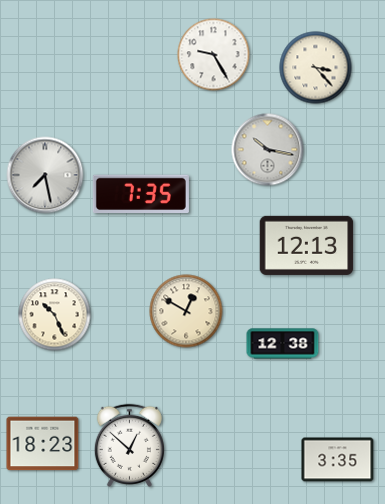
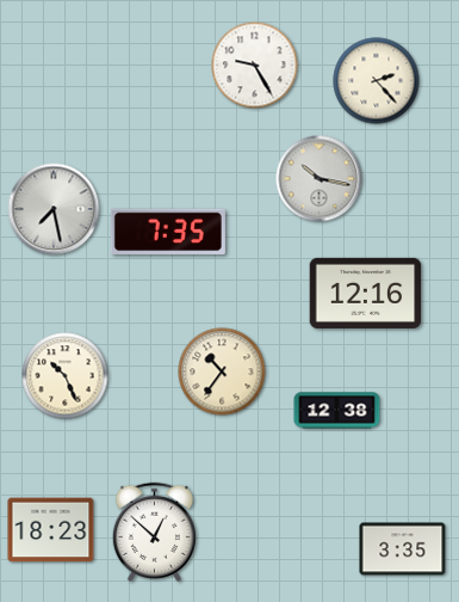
clock at (316, 68): 3:23 -> 2:23
clock at (307, 245): 12:13 -> 12:16
clock at (186, 311): 12:50 -> 10:36
